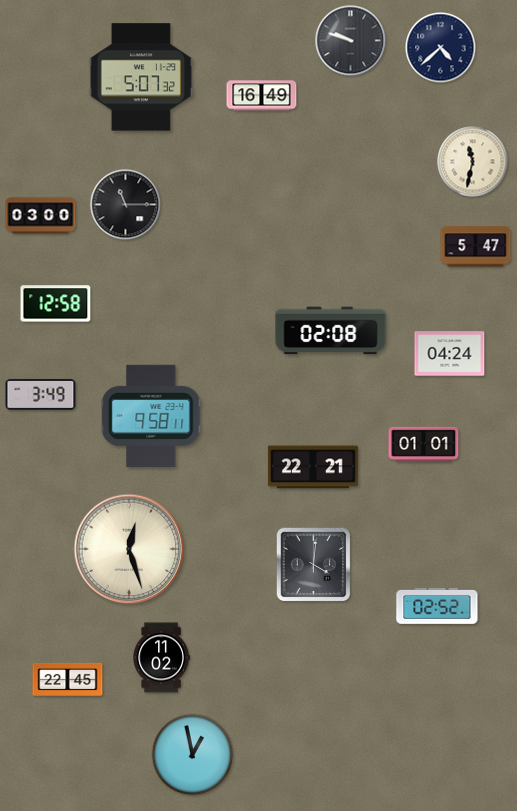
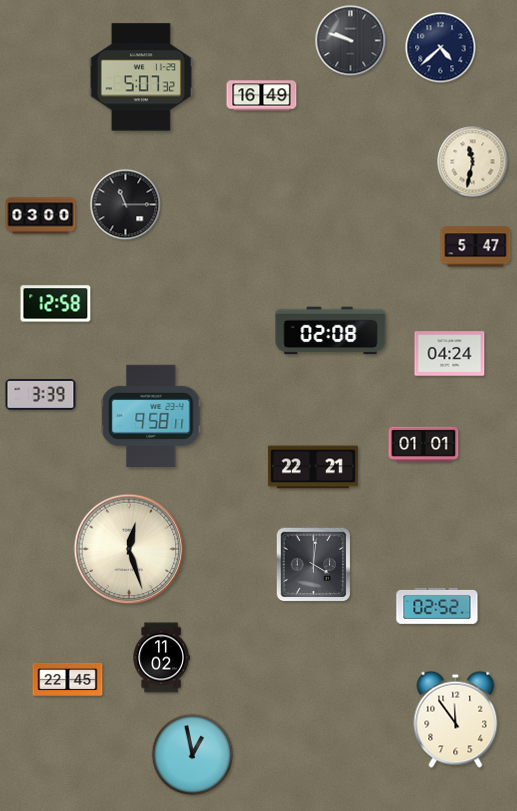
clock at (41, 395): 3:49 -> 3:39
clock at (456, 719): none -> 11:54
